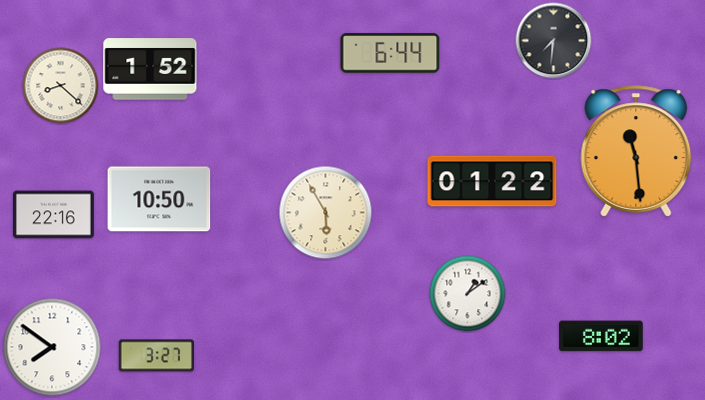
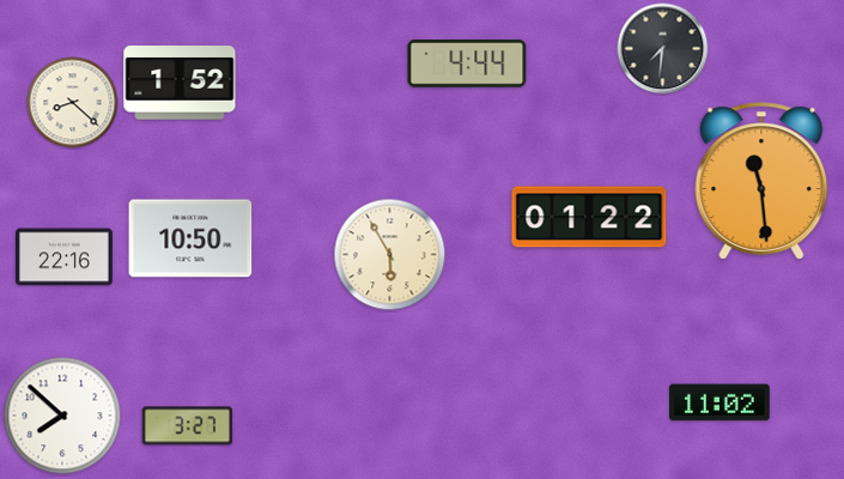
clock at (390, 53): 6:44 -> 4:44
clock at (468, 294): 1:09 -> none
clock at (601, 336): 8:02 -> 11:02
clock at (52, 347): 7:51 -> 7:52
